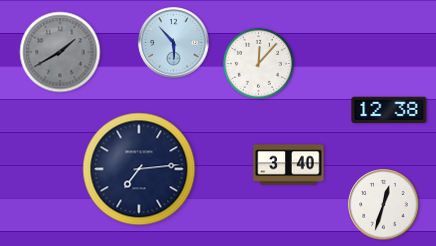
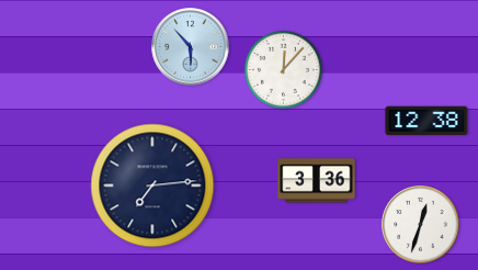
clock at (60, 52): 1:40 -> none
clock at (289, 165): 3:40 -> 3:36
